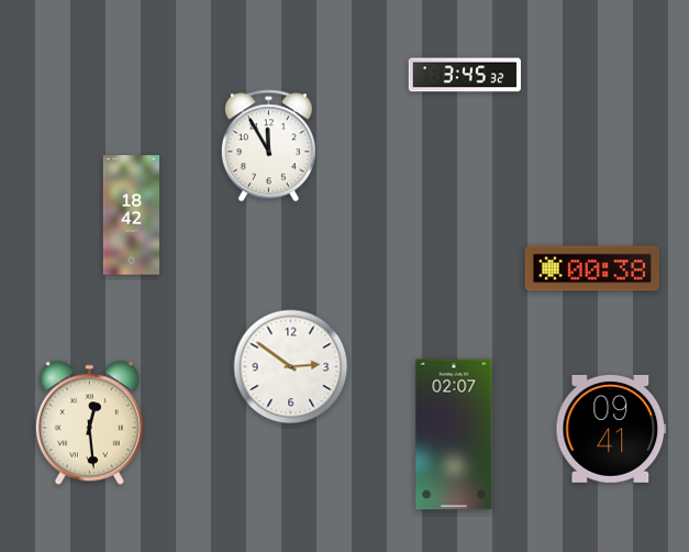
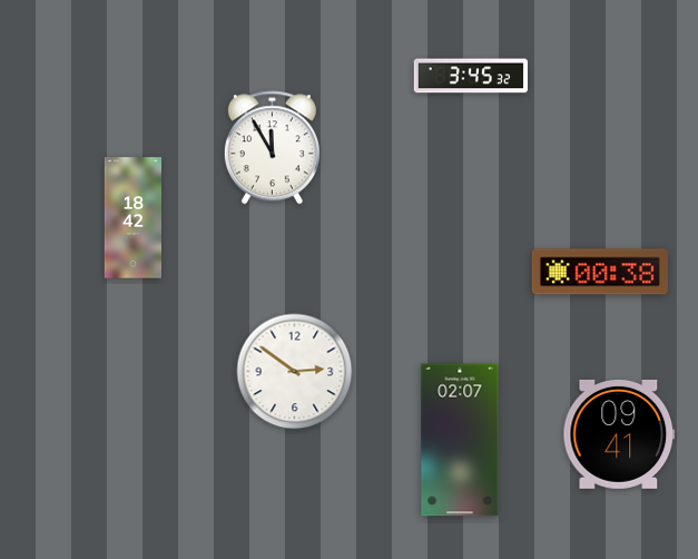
clock at (89, 423): 12:29 -> none
